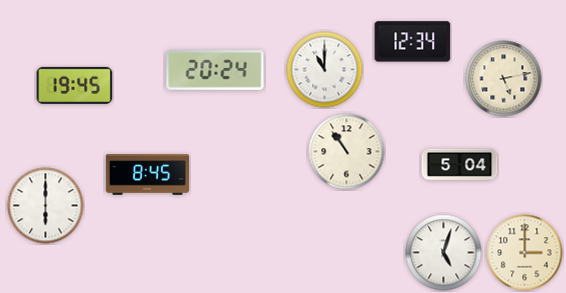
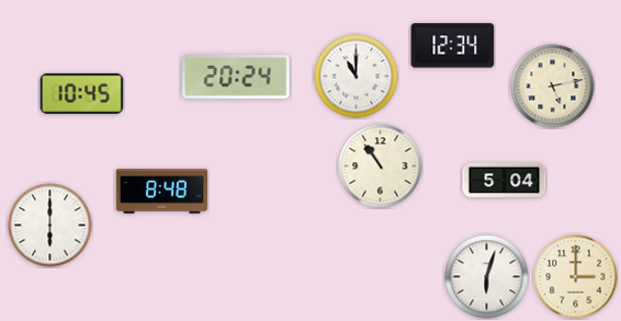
clock at (75, 85): 19:45 -> 10:45
clock at (147, 175): 8:45 -> 8:48
clock at (444, 253): 5:03 -> 6:03
